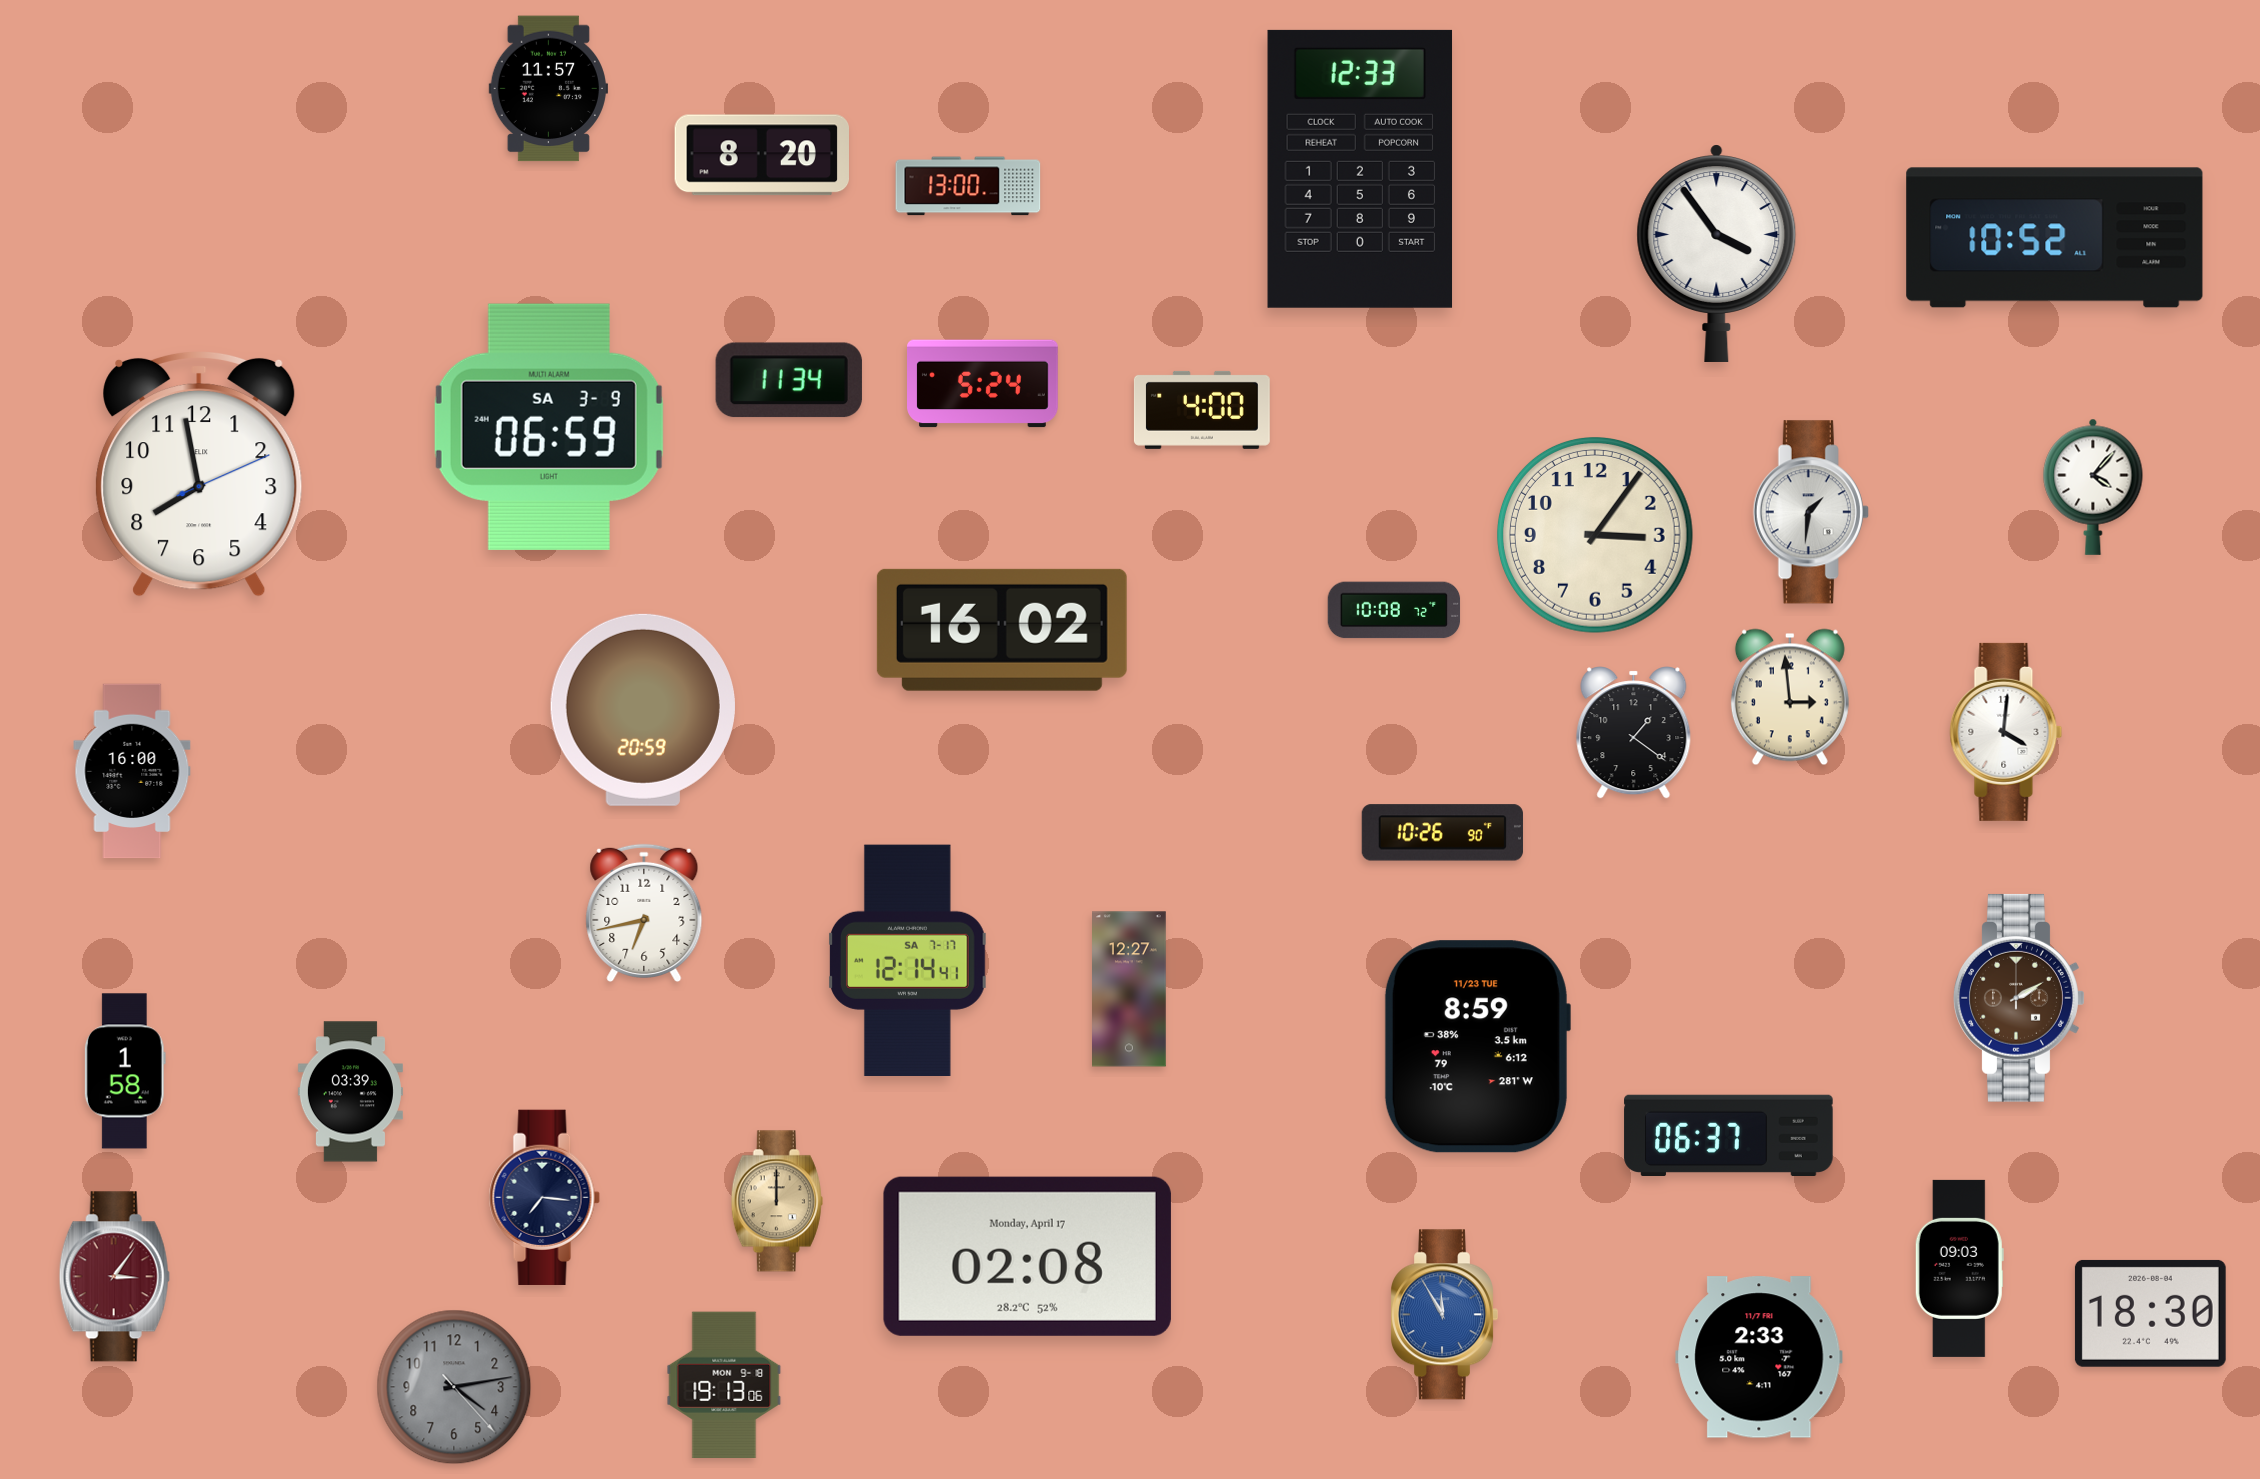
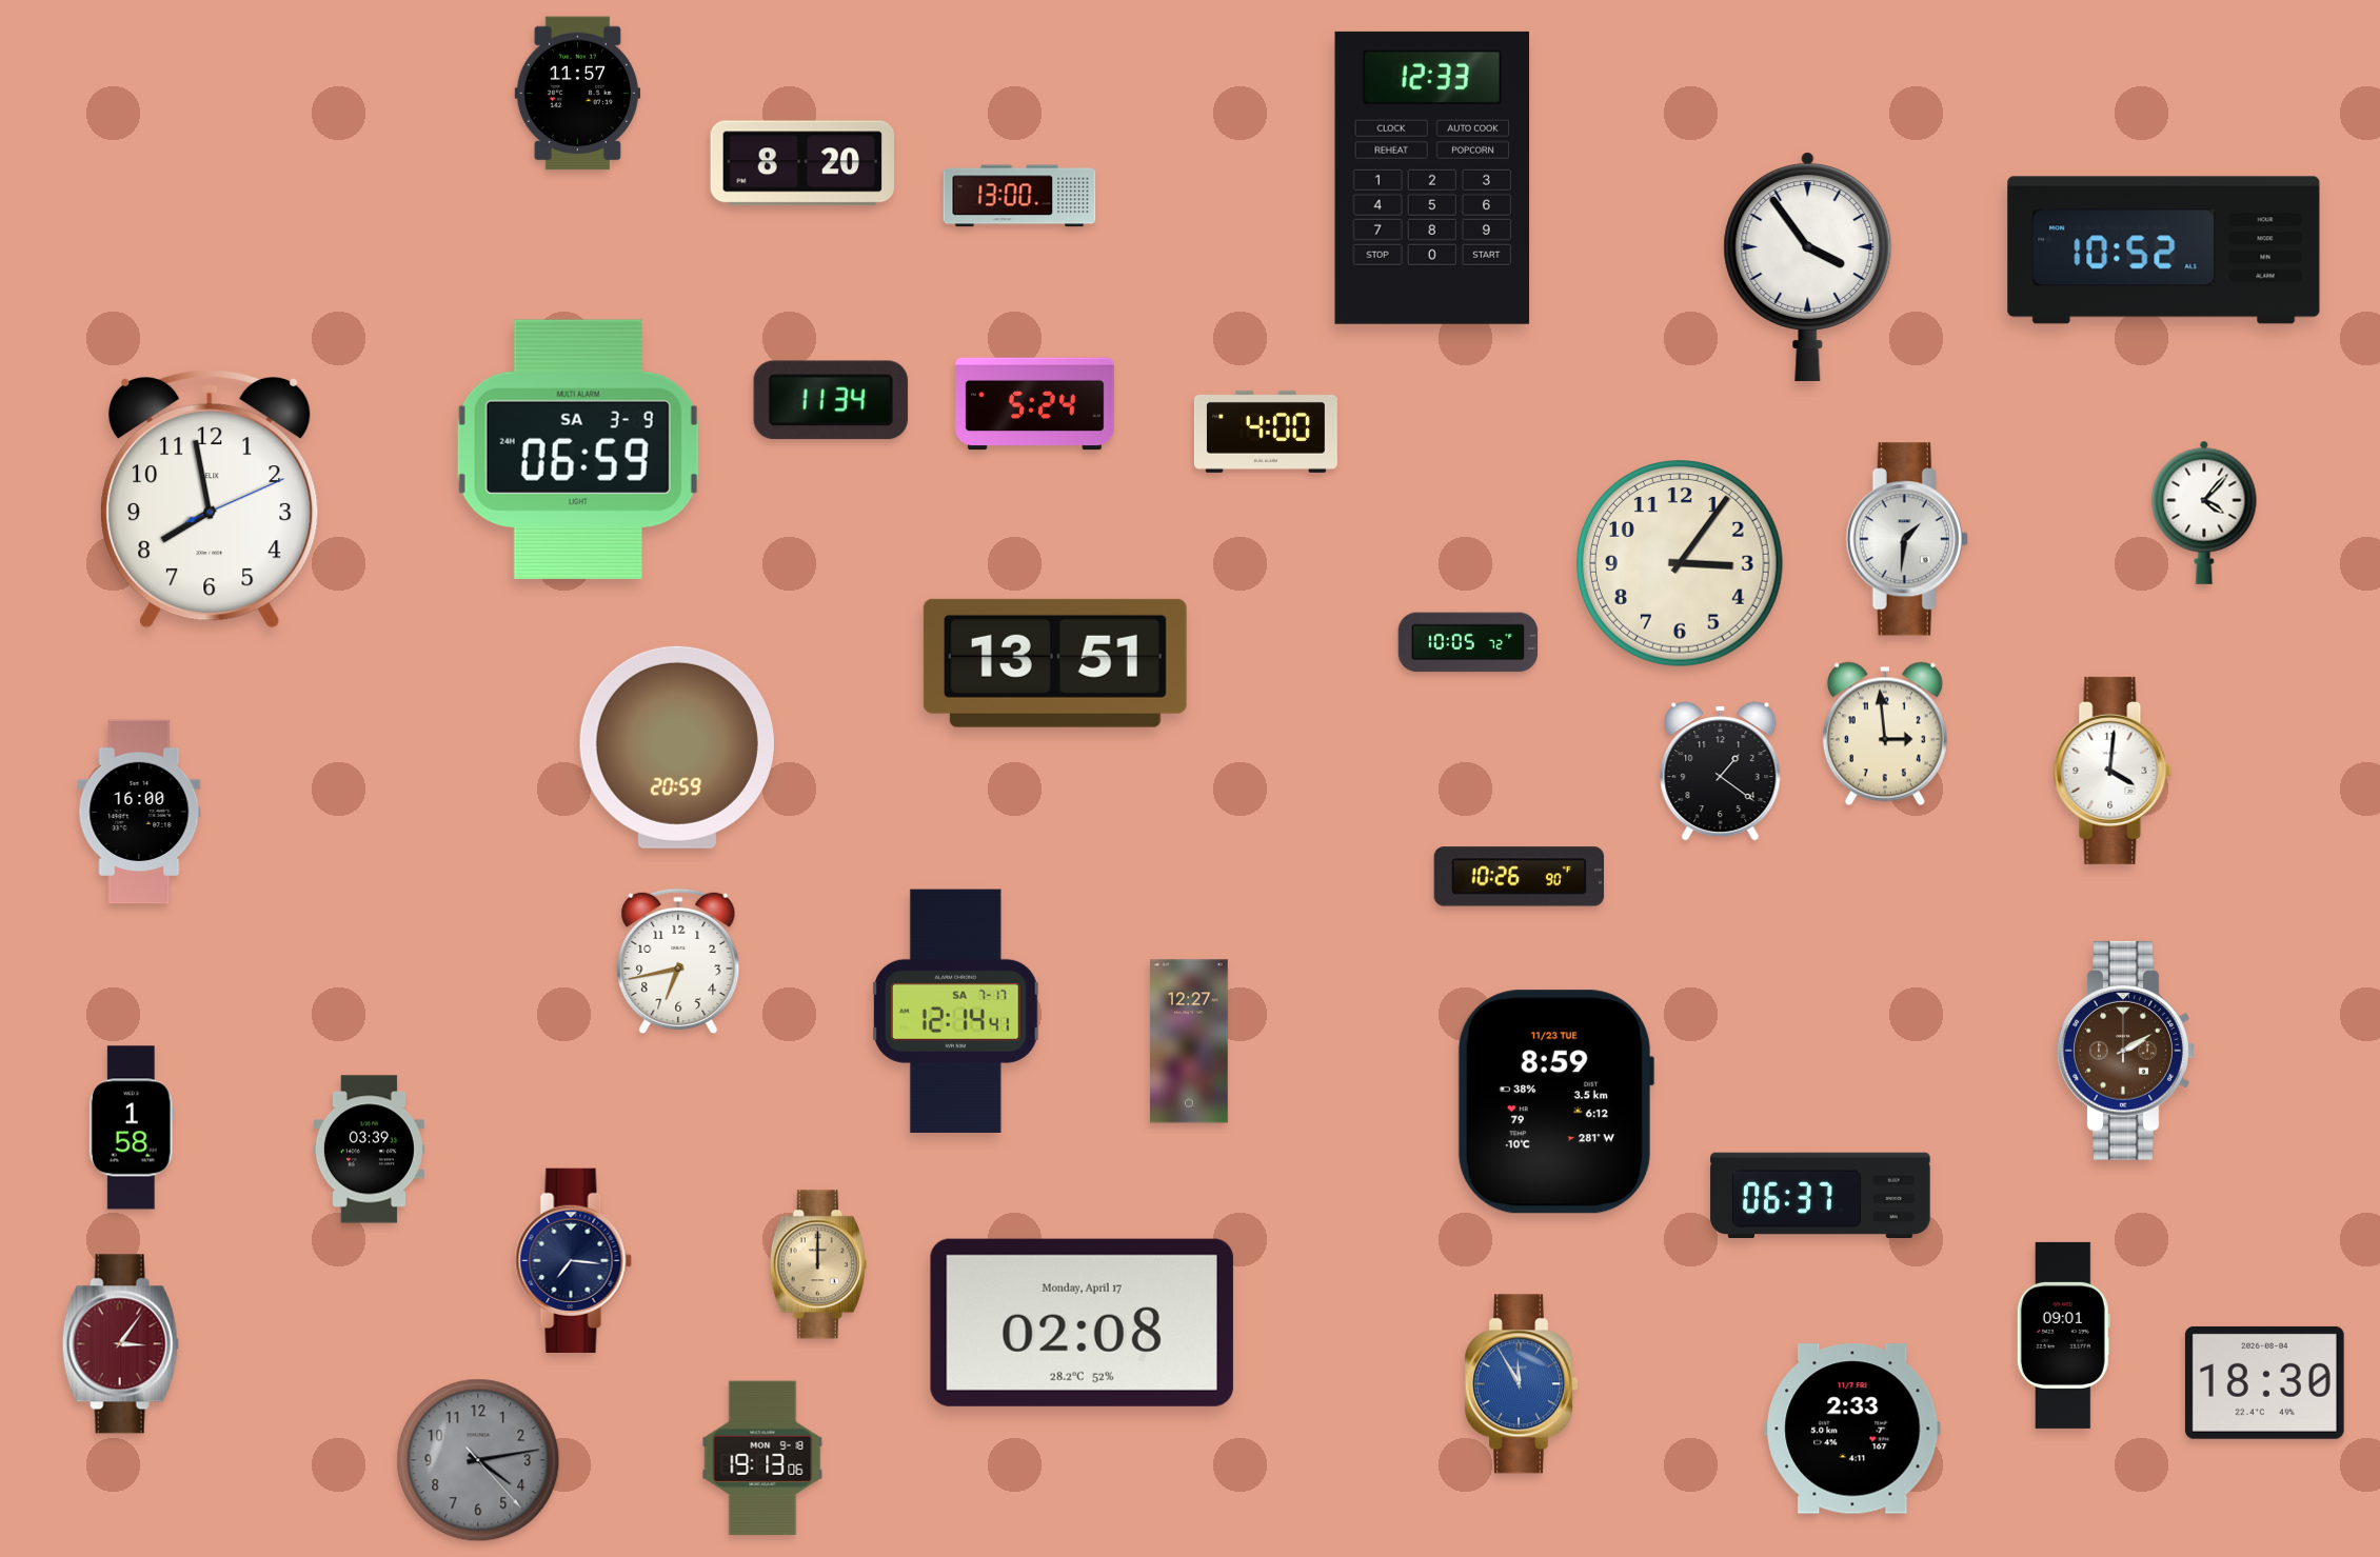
clock at (1394, 610): 10:08 -> 10:05
clock at (1002, 630): 16:02 -> 13:51
clock at (1959, 1268): 09:03 -> 09:01
